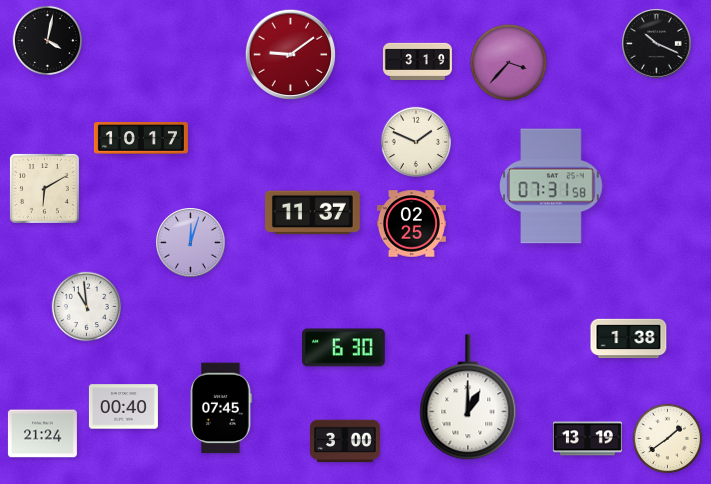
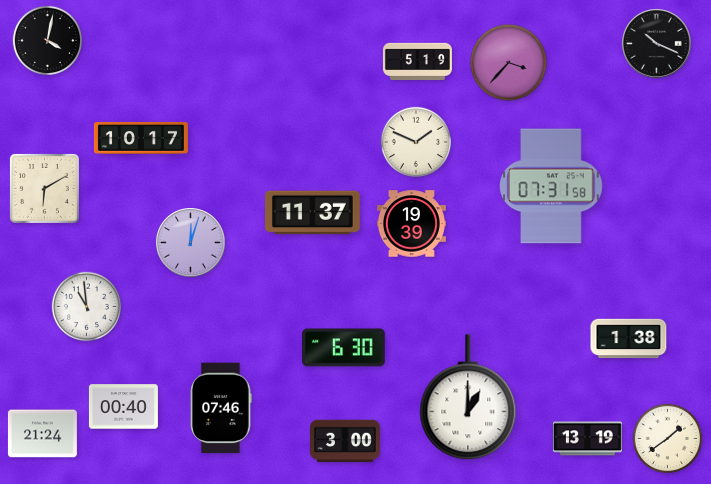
clock at (290, 54): 9:09 -> none
clock at (417, 61): 3:19 -> 5:19
clock at (411, 224): 02:25 -> 19:39
clock at (221, 408): 07:45 -> 07:46
